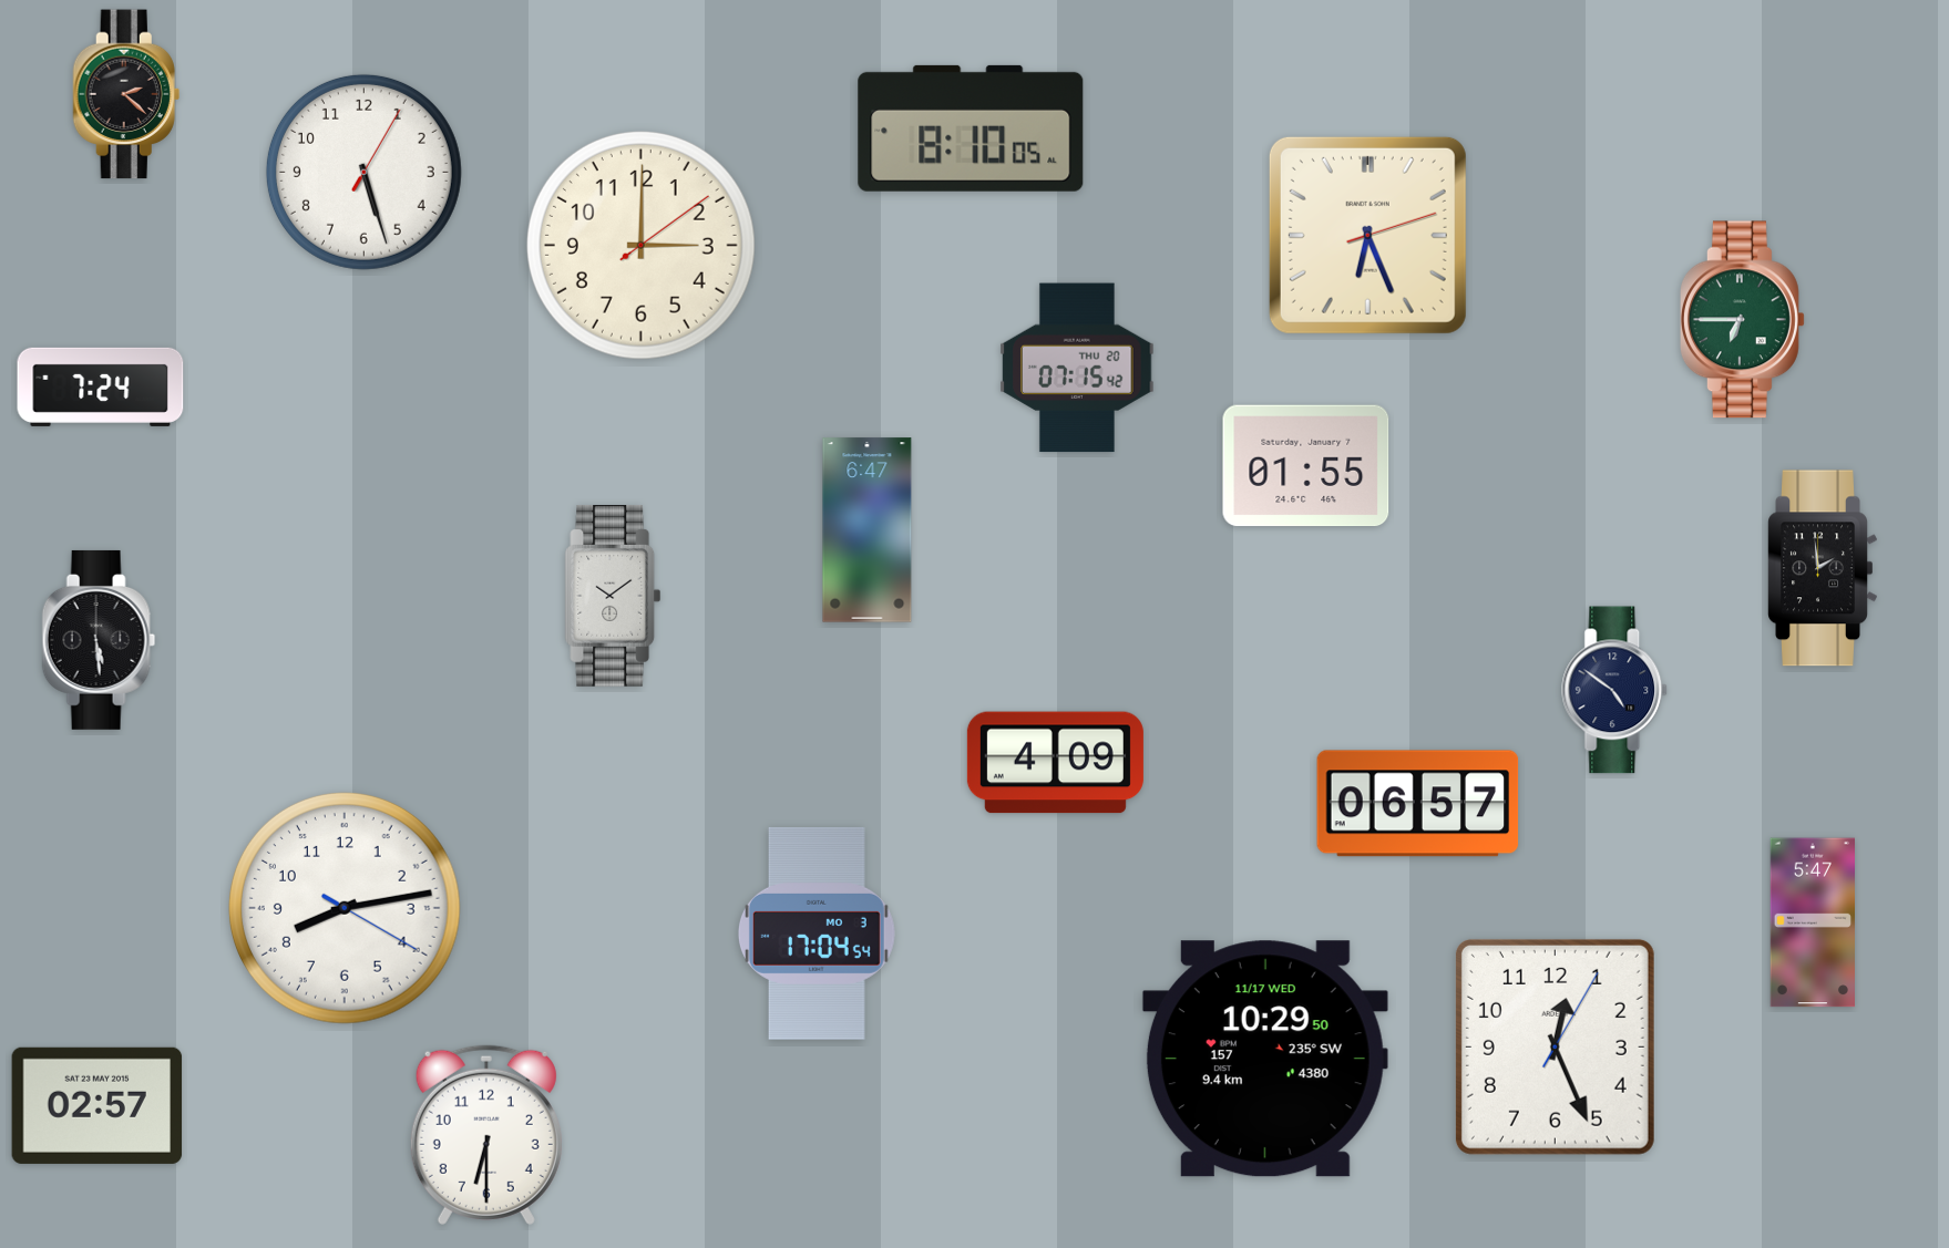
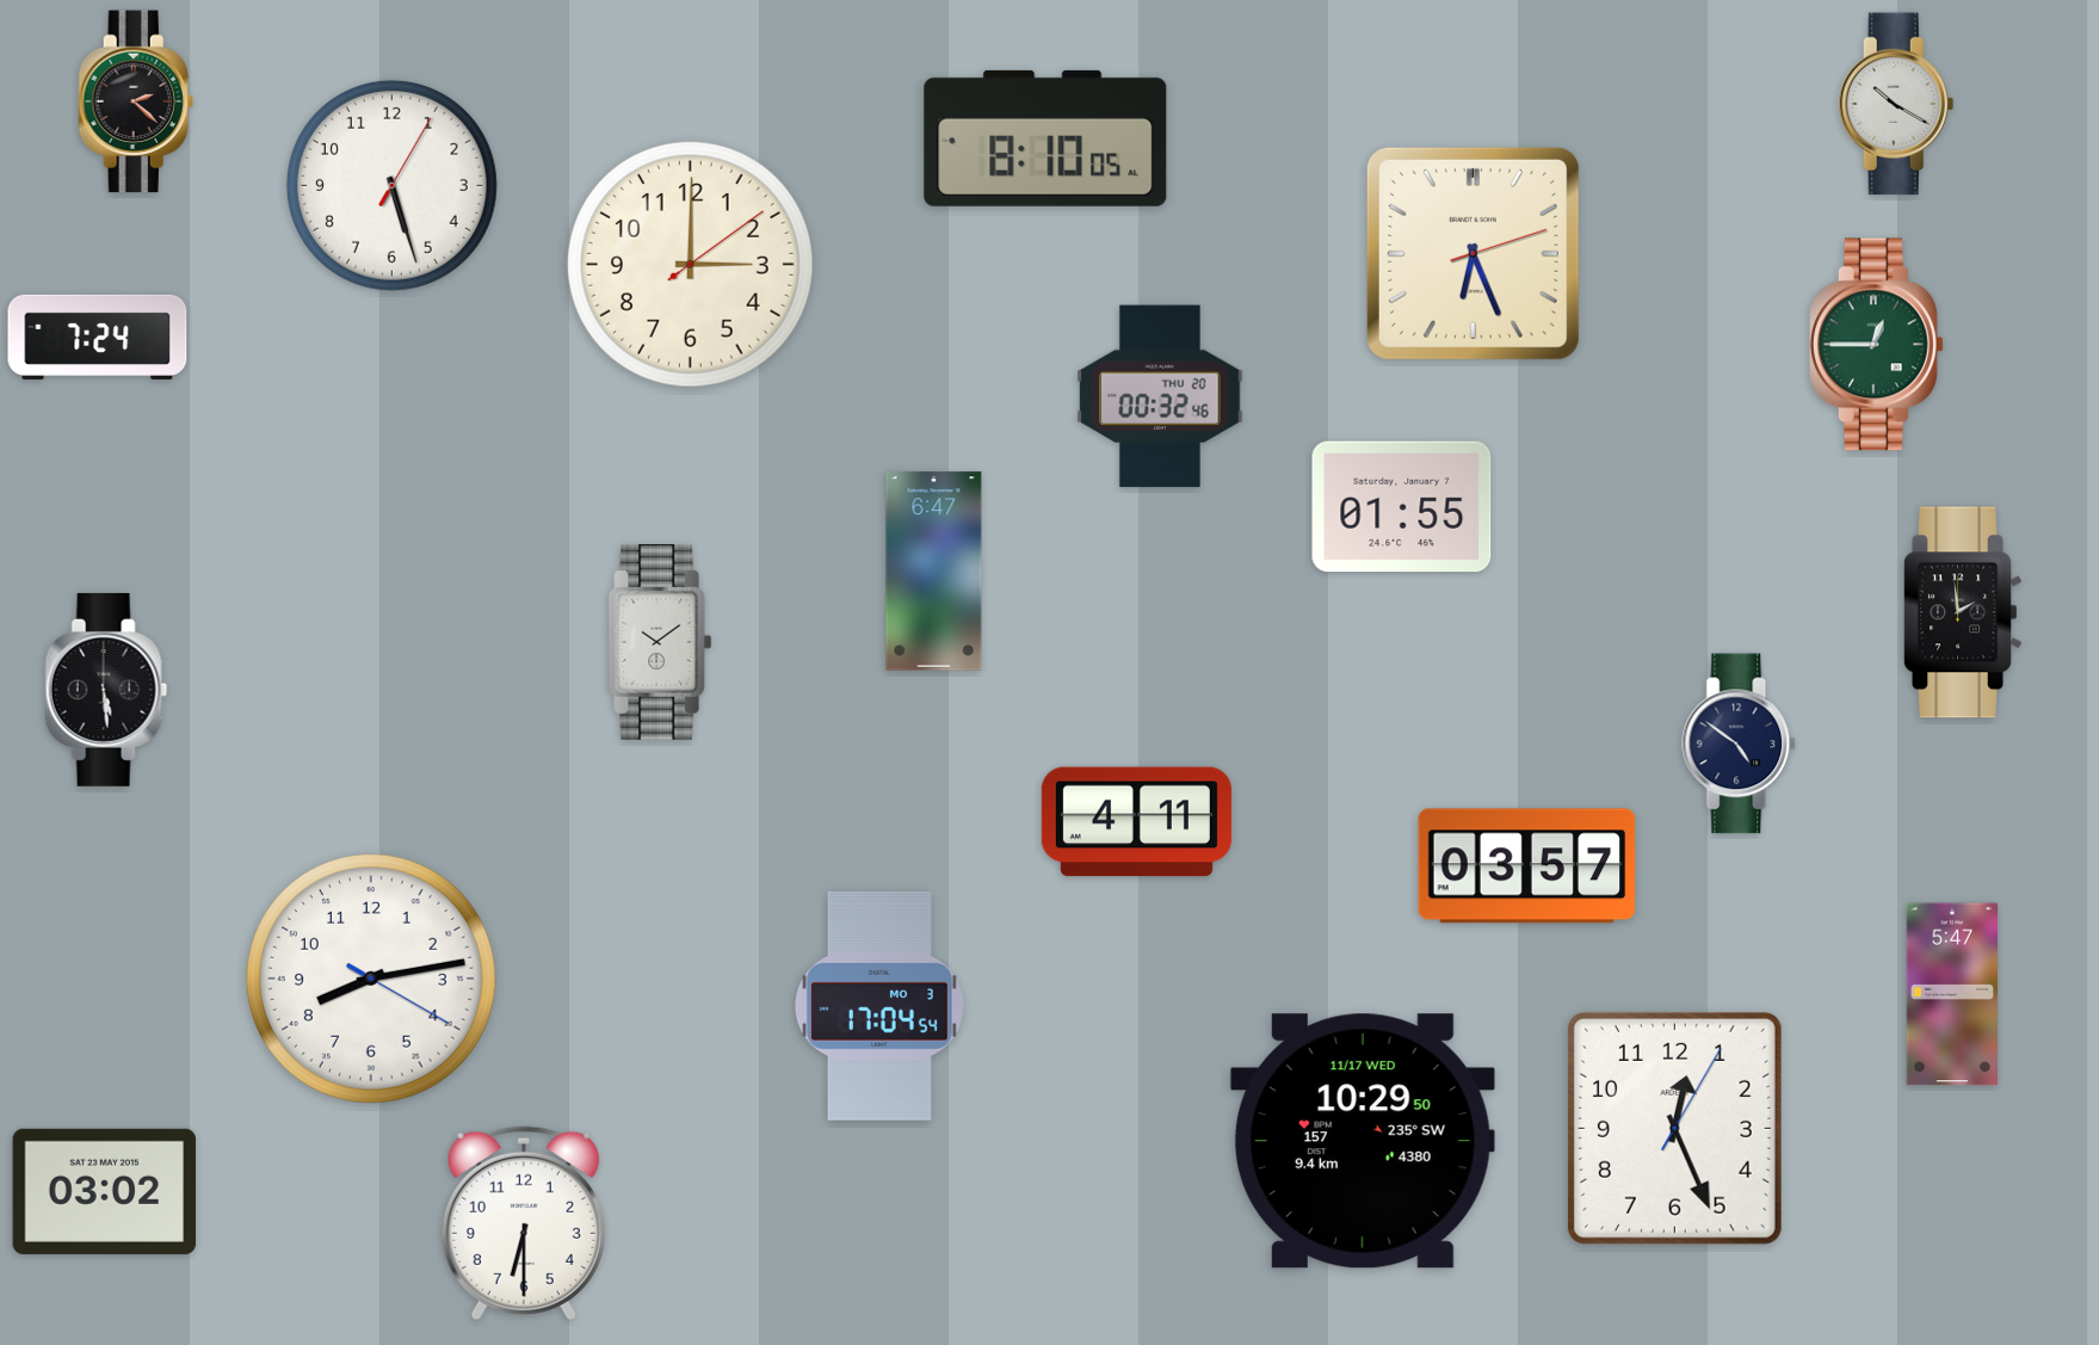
clock at (1896, 104): none -> 10:20
clock at (1742, 320): 6:45 -> 12:45
clock at (1077, 368): 07:15 -> 00:32
clock at (101, 386) position: (101, 386) -> (98, 337)
clock at (1306, 466) position: (1306, 466) -> (1402, 507)
clock at (1055, 763): 4:09 -> 4:11
clock at (1418, 804): 06:57 -> 03:57
clock at (98, 1105): 02:57 -> 03:02
